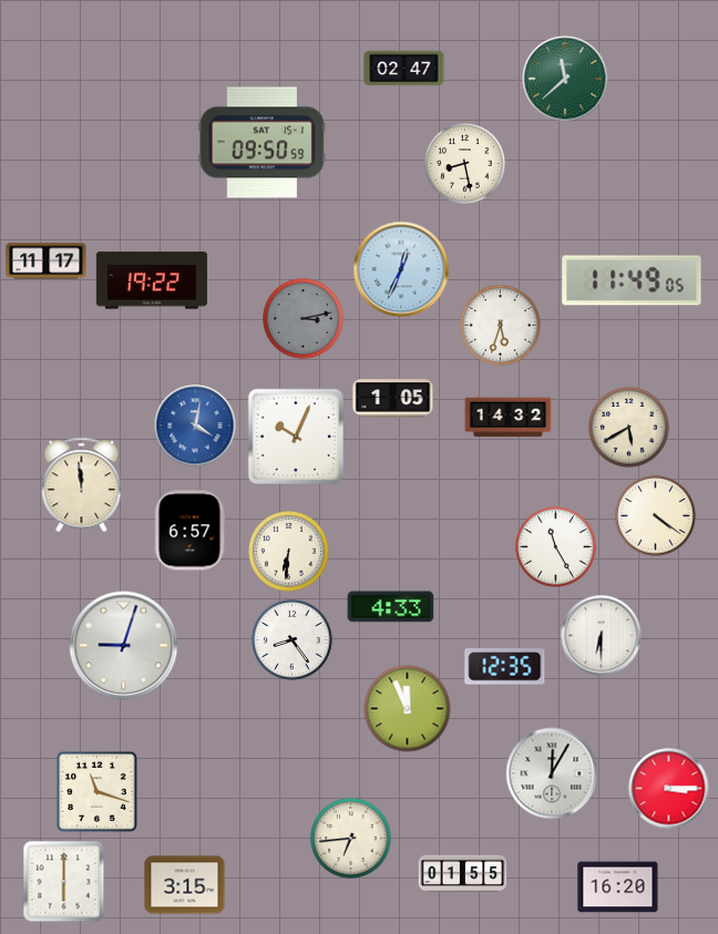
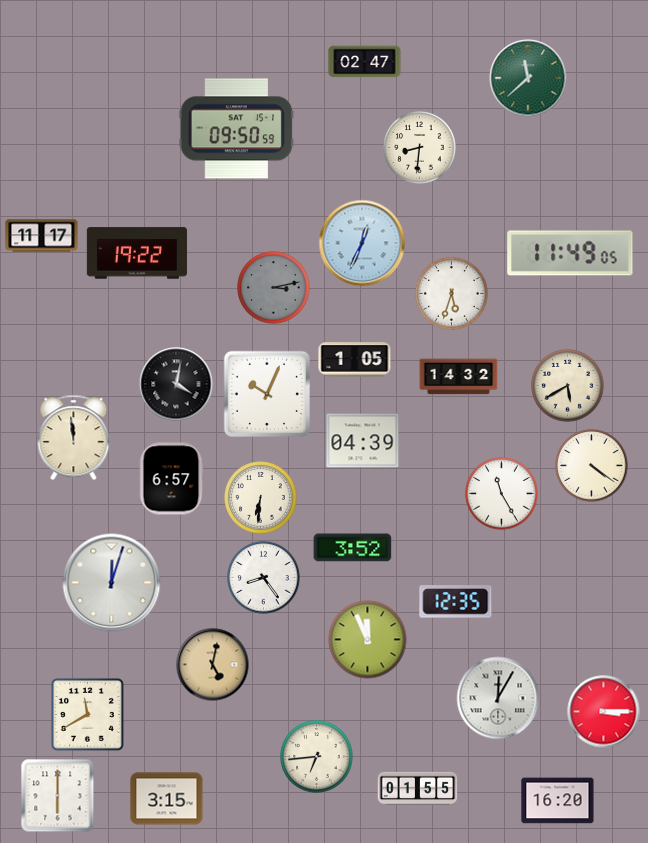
clock at (565, 79) position: (565, 79) -> (528, 78)
clock at (465, 164): 8:28 -> 8:31
clock at (195, 425) dial: blue -> black
clock at (363, 441): none -> 04:39
clock at (391, 607): 4:33 -> 3:52
clock at (602, 636): 6:30 -> none
clock at (124, 646): 9:03 -> 12:03
clock at (213, 665): none -> 5:02
clock at (98, 792): 11:18 -> 11:40
